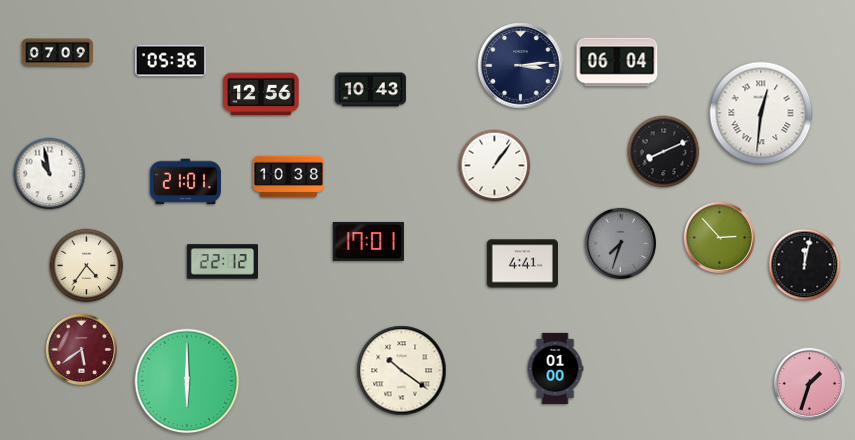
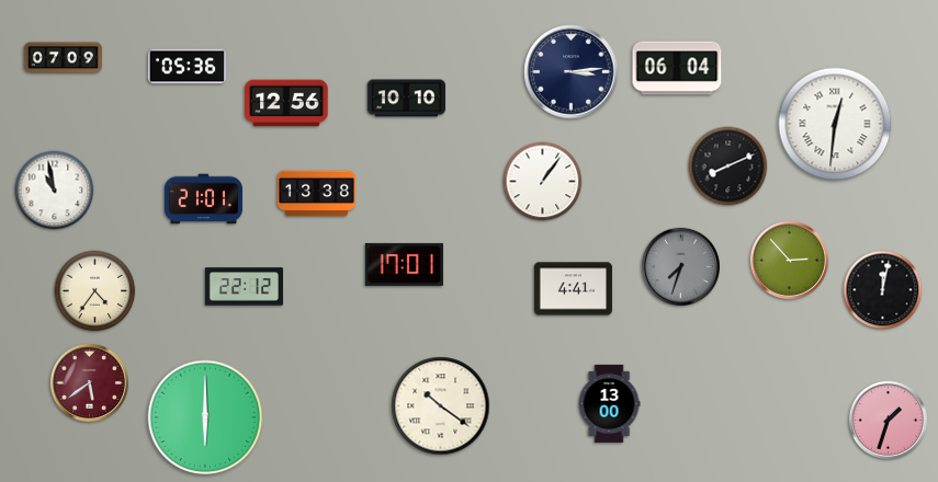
clock at (370, 90): 10:43 -> 10:10
clock at (288, 177): 10:38 -> 13:38
clock at (555, 368): 01:00 -> 13:00
